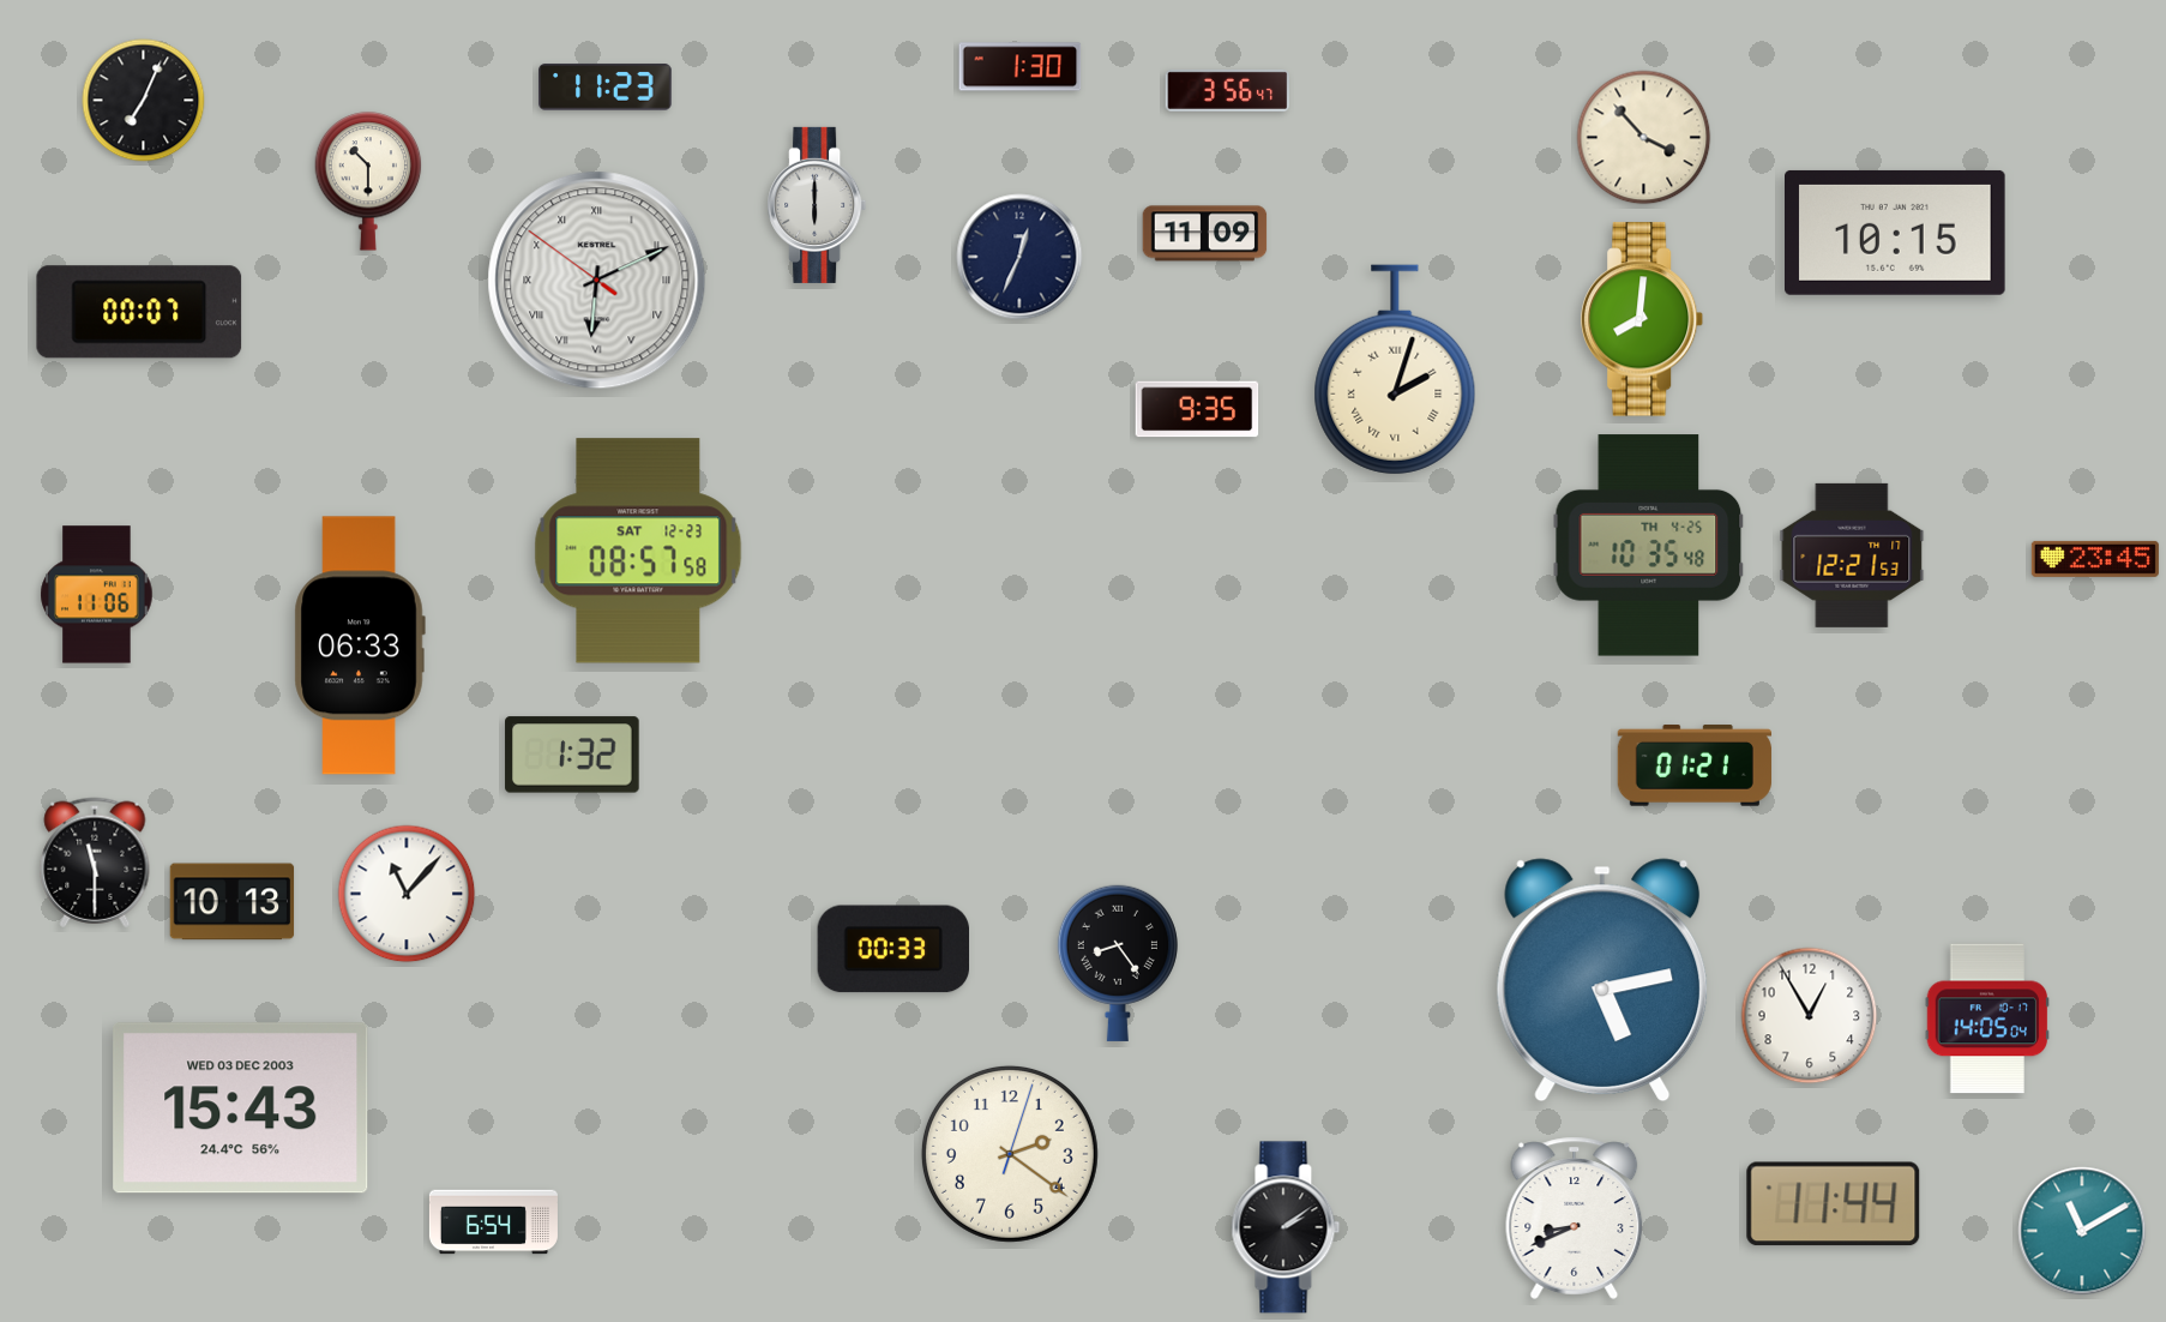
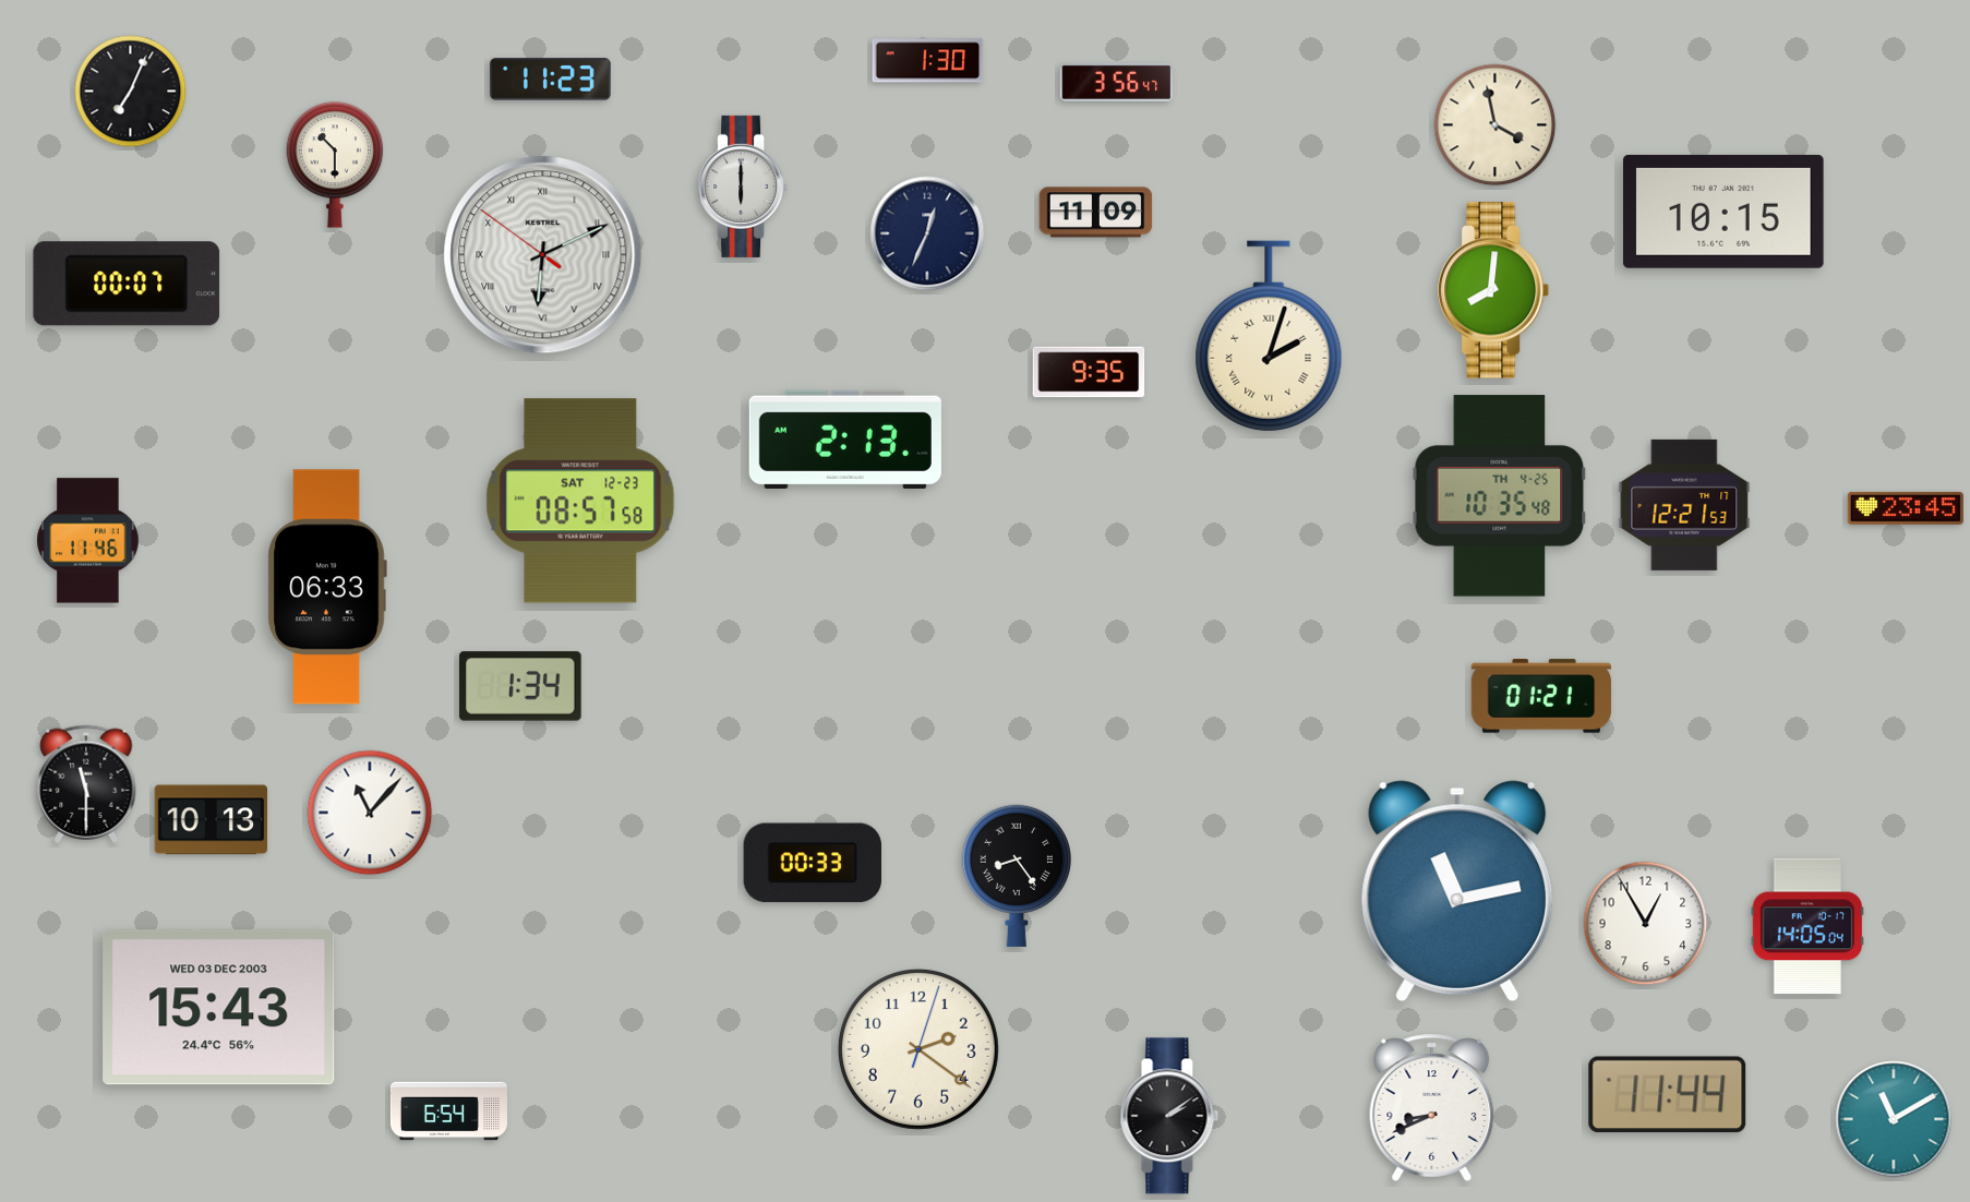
clock at (1644, 138): 3:53 -> 3:58
clock at (845, 440): none -> 2:13
clock at (97, 595): 11:06 -> 11:46
clock at (572, 755): 1:32 -> 1:34
clock at (1602, 980): 5:13 -> 11:13
